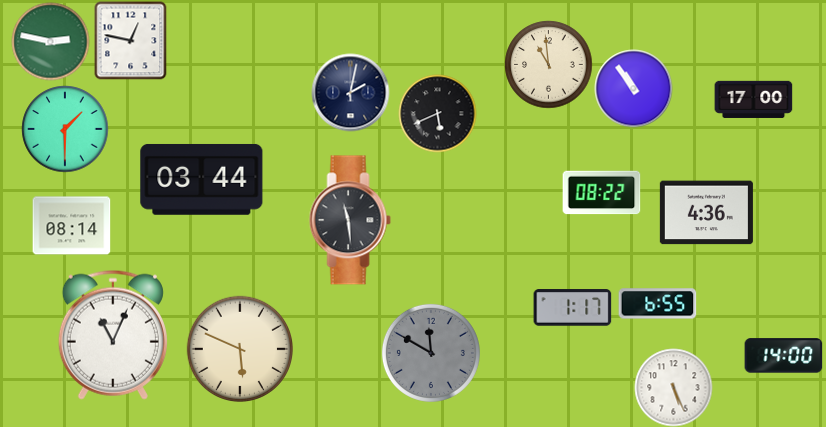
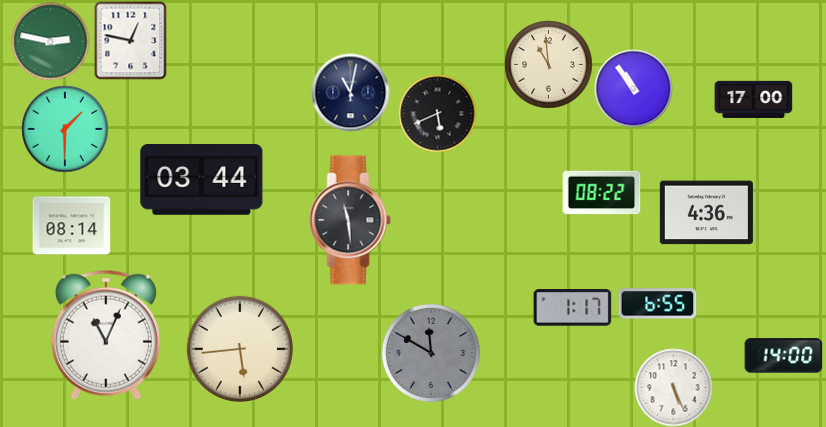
clock at (350, 92): 2:02 -> 11:02
clock at (113, 335) position: (113, 335) -> (106, 335)
clock at (239, 348): 5:49 -> 5:44
